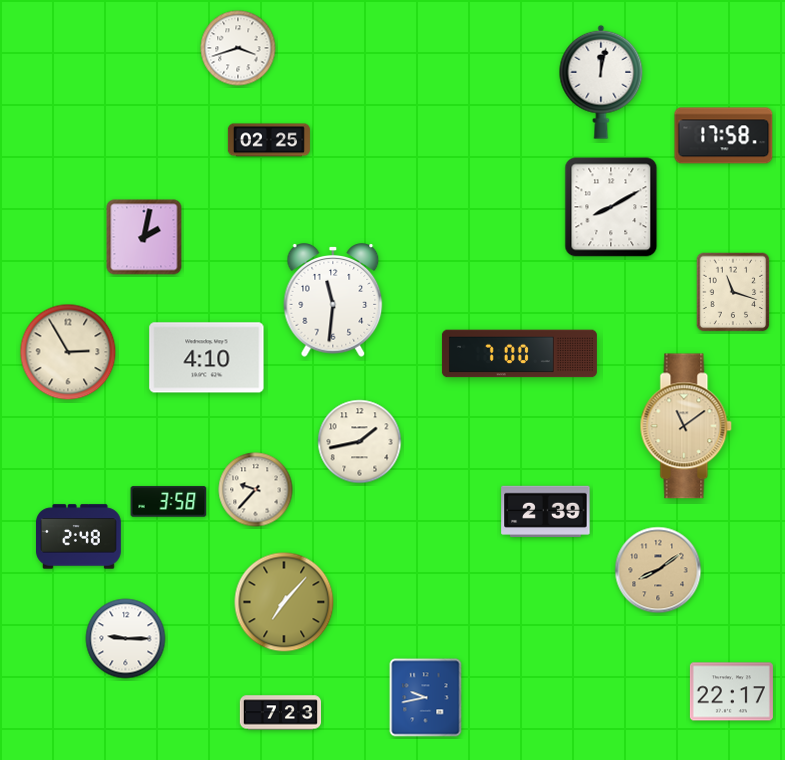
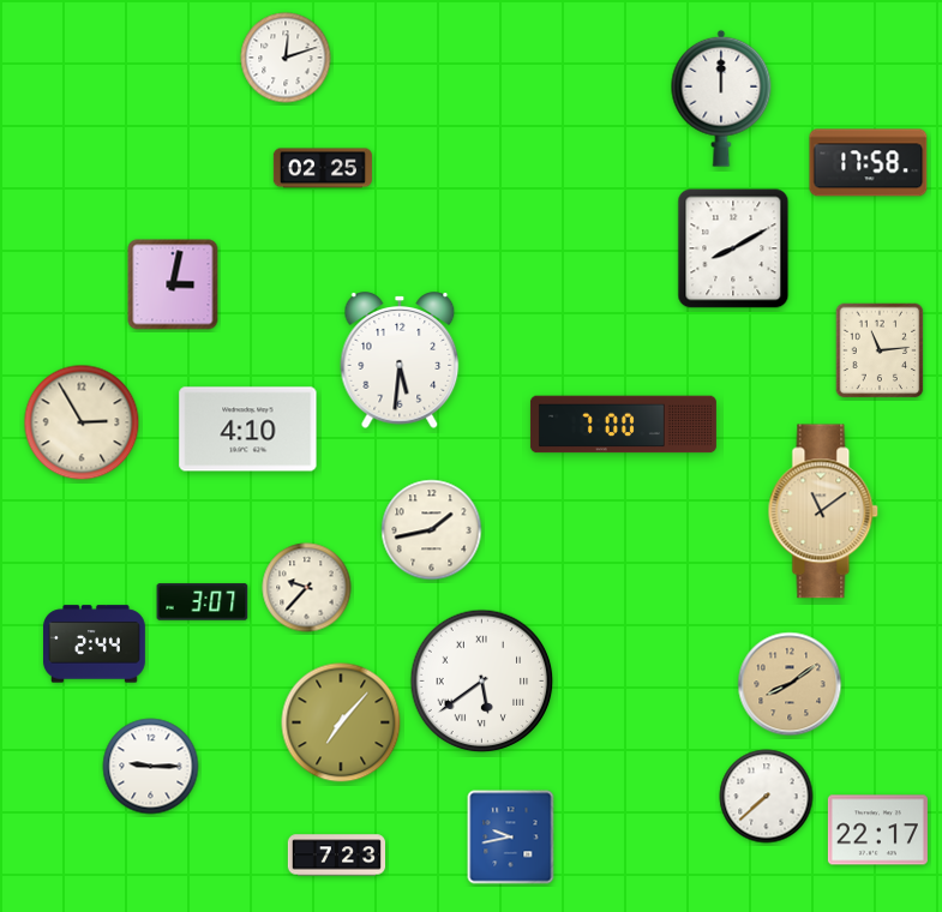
clock at (238, 48): 3:42 -> 12:12
clock at (601, 82): 12:02 -> 12:00
clock at (144, 237): 2:02 -> 3:02
clock at (733, 292): 11:18 -> 11:14
clock at (333, 300): 11:31 -> 5:31
clock at (169, 502): 3:58 -> 3:07
clock at (546, 511): 2:39 -> none
clock at (79, 537): 2:48 -> 2:44
clock at (482, 682): none -> 5:39
clock at (767, 797): none -> 7:38
